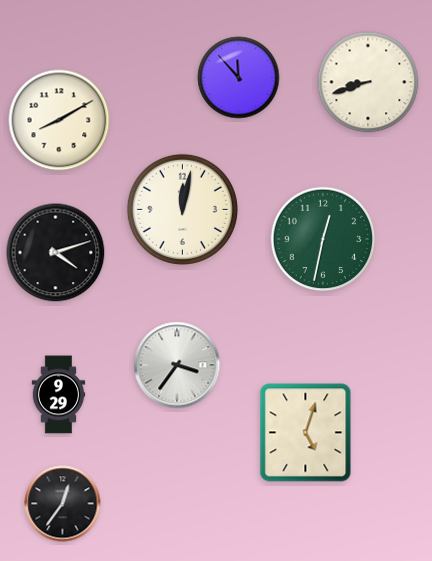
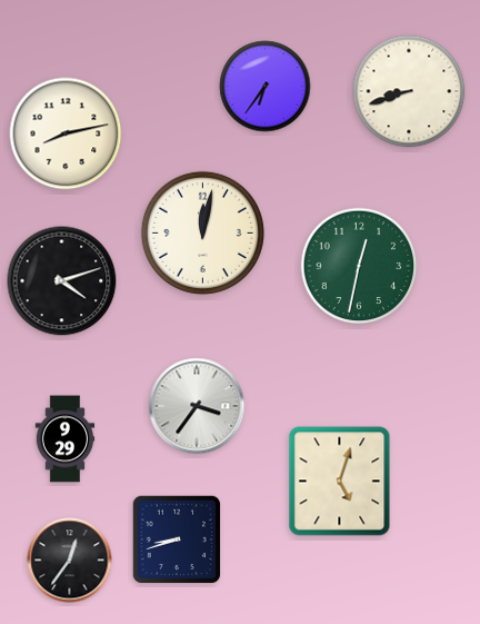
clock at (239, 78): 11:53 -> 6:36
clock at (59, 120): 8:10 -> 8:13
clock at (176, 538): none -> 8:42
